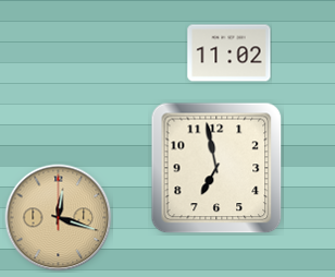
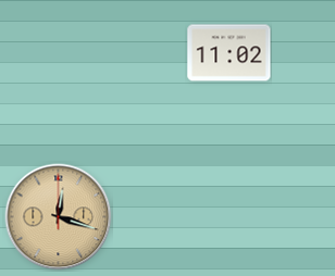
clock at (216, 168): 6:58 -> none
